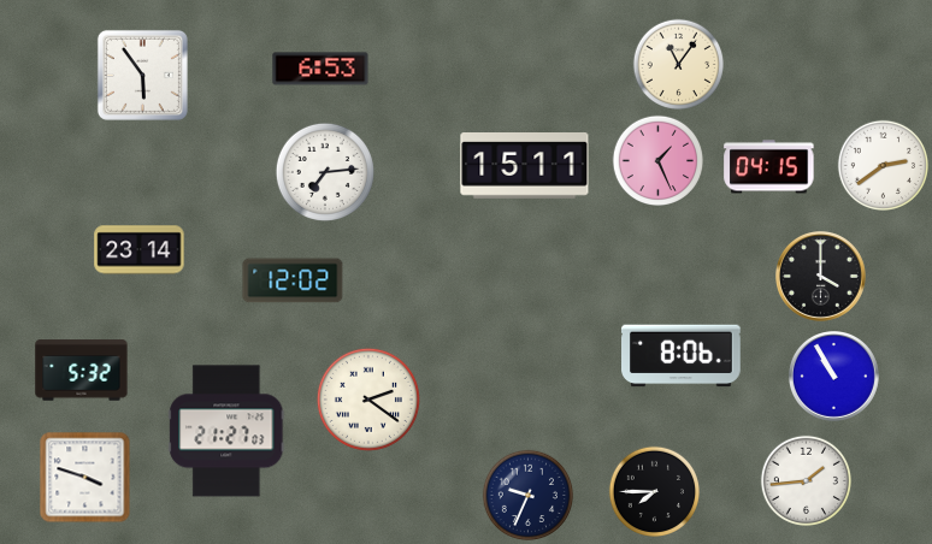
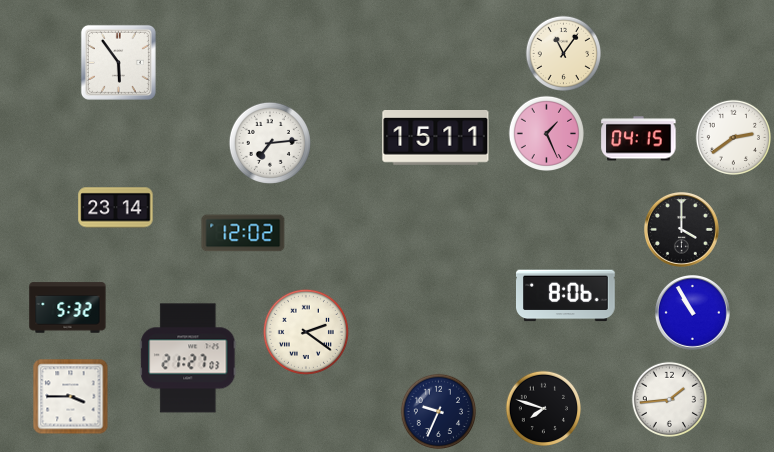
clock at (320, 69): 6:53 -> none
clock at (85, 478): 3:48 -> 3:45
clock at (654, 491): 7:45 -> 7:48
